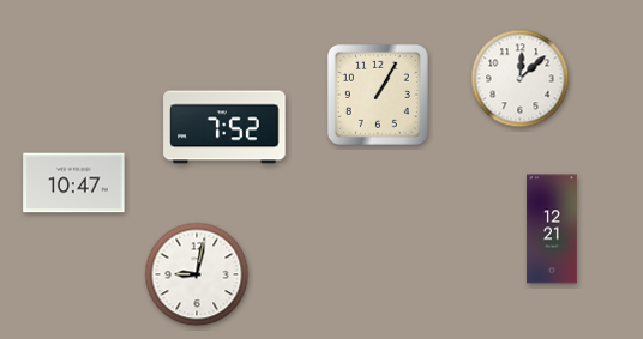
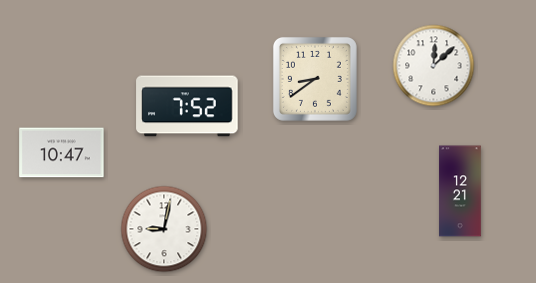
clock at (378, 95): 1:05 -> 8:39
